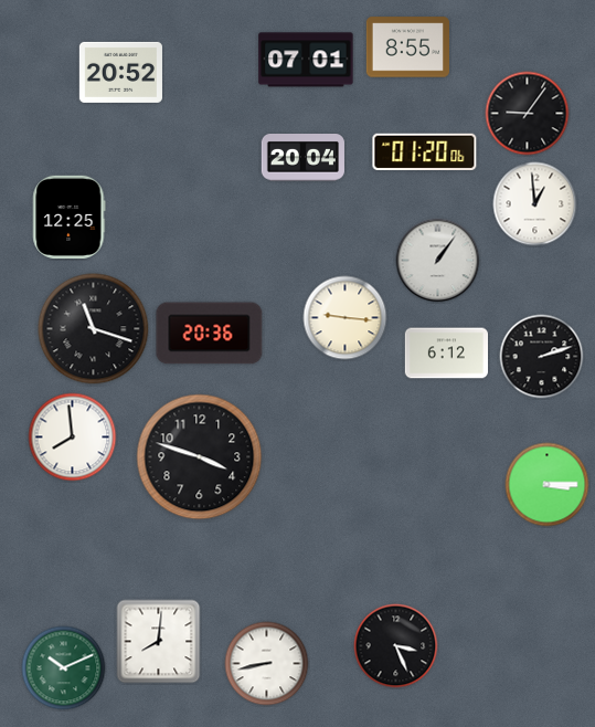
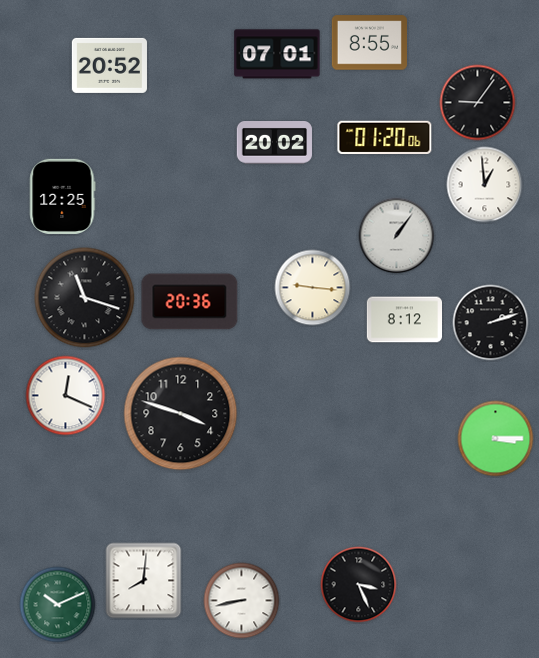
clock at (302, 158): 20:04 -> 20:02
clock at (446, 354): 6:12 -> 8:12
clock at (73, 438): 7:59 -> 12:19
